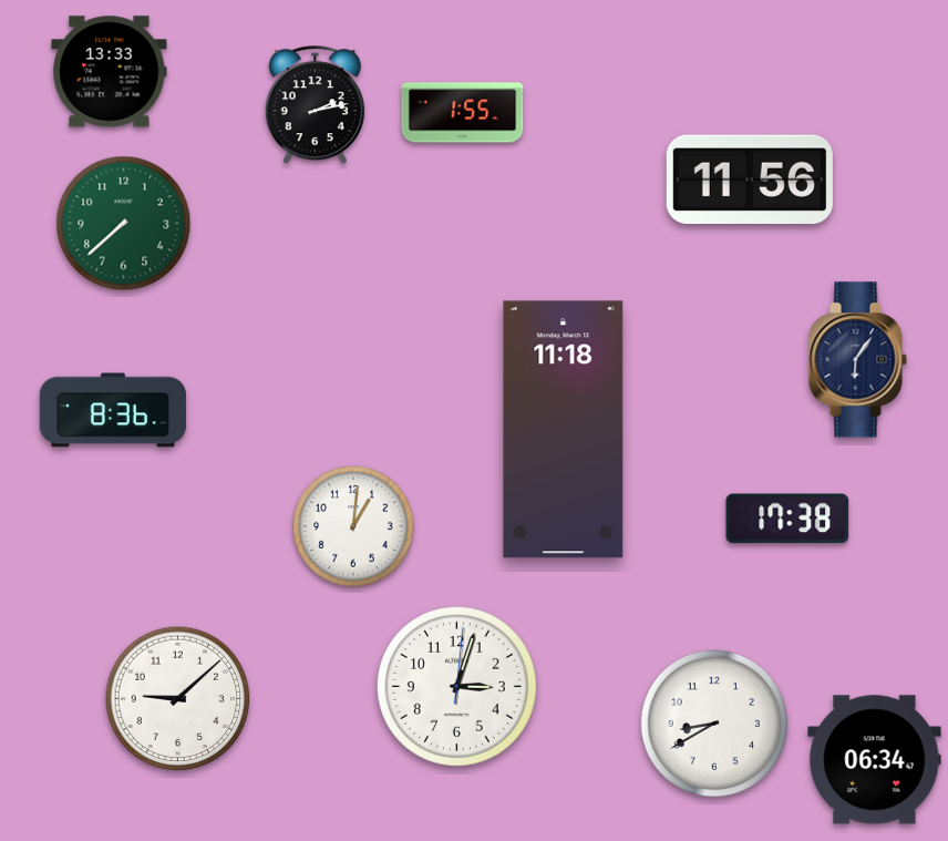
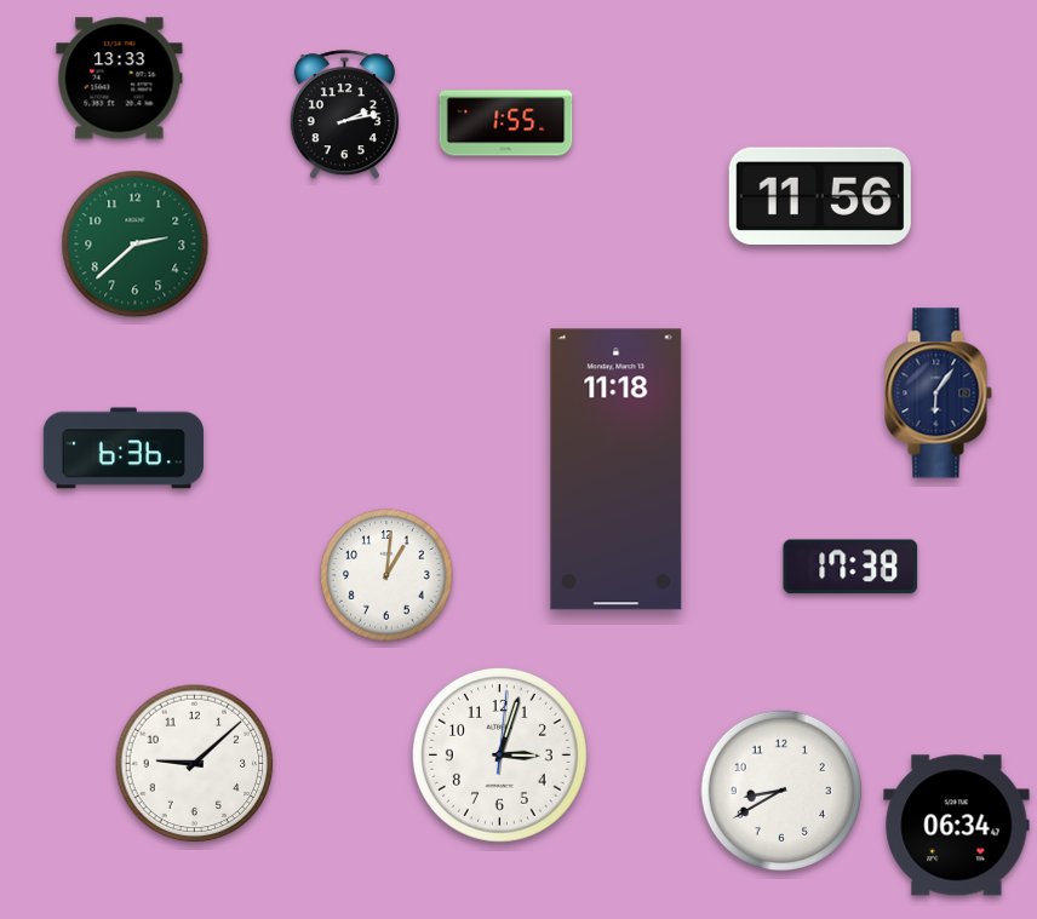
clock at (124, 224): 7:38 -> 2:38
clock at (113, 410): 8:36 -> 6:36
clock at (787, 519) position: (787, 519) -> (850, 567)
clock at (456, 686) position: (456, 686) -> (499, 754)
clock at (875, 760) position: (875, 760) -> (957, 826)
